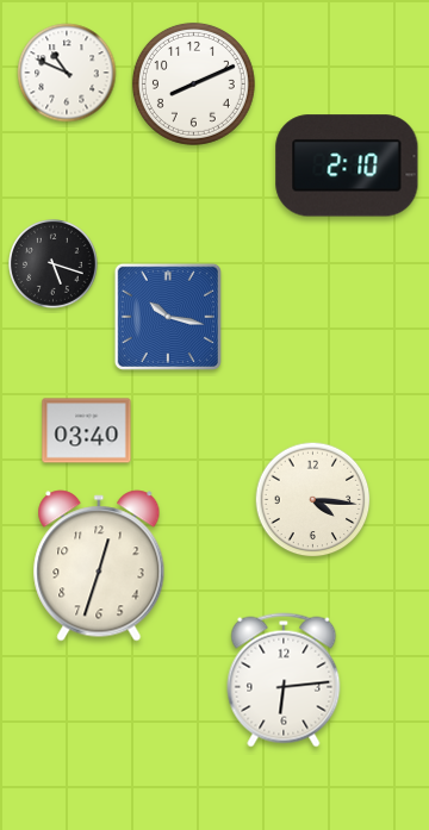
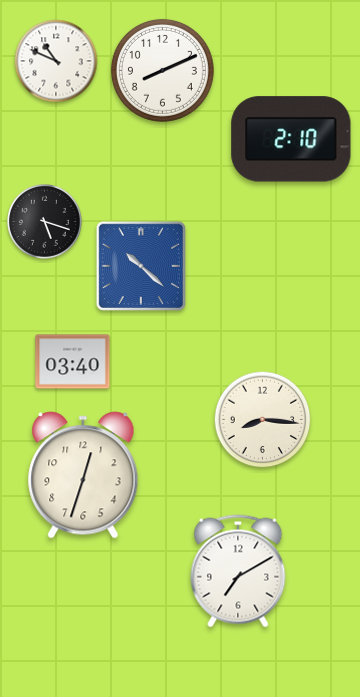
clock at (168, 317): 10:17 -> 10:22
clock at (313, 500): 4:16 -> 8:16
clock at (284, 680): 6:14 -> 7:10
